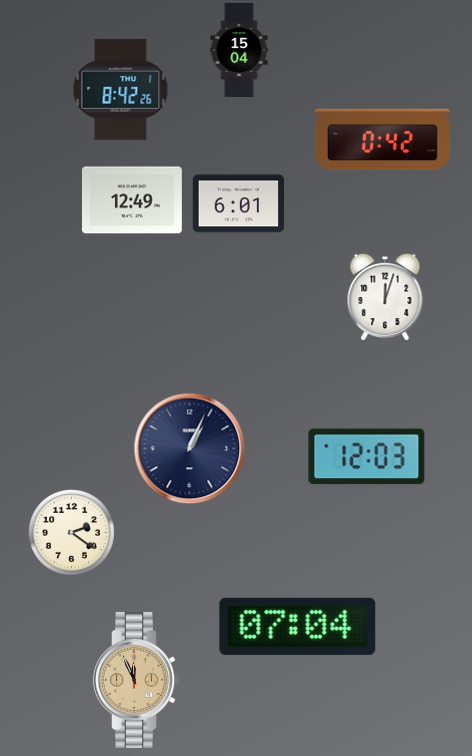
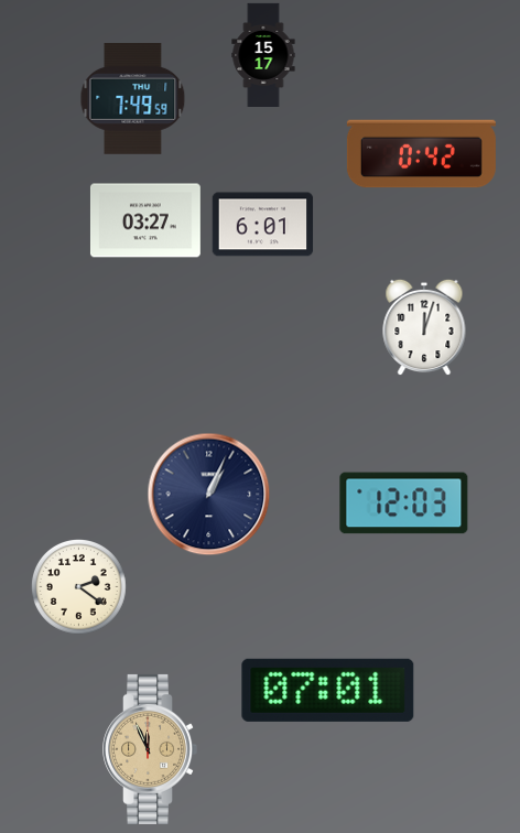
clock at (239, 49): 15:04 -> 15:17
clock at (121, 90): 8:42 -> 7:49
clock at (132, 200): 12:49 -> 03:27
clock at (298, 626): 07:04 -> 07:01
